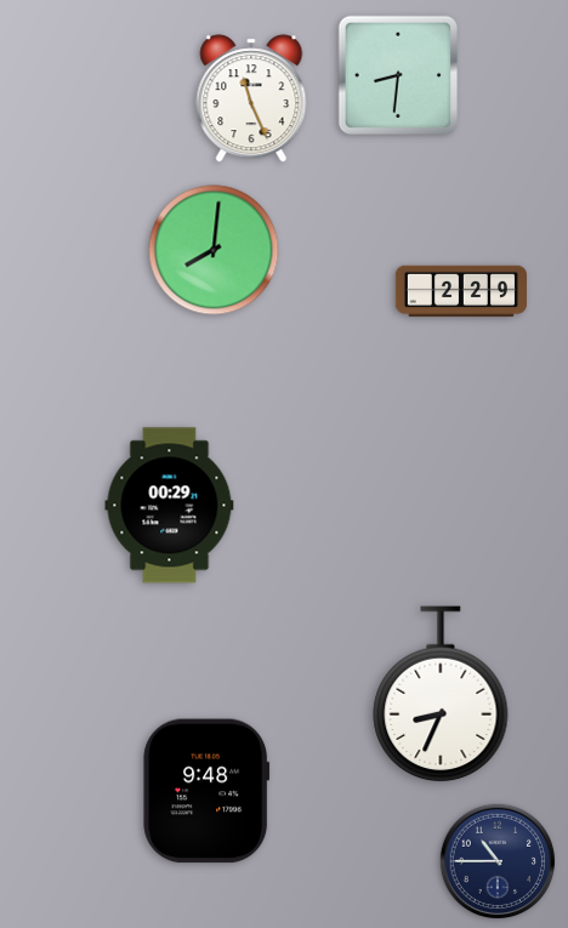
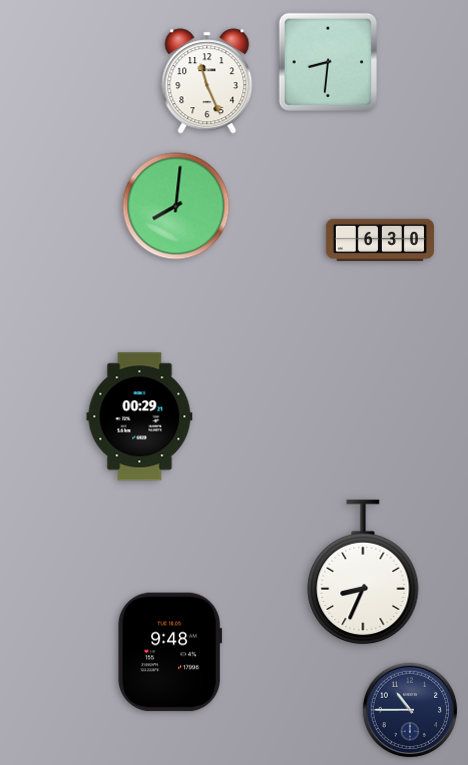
clock at (460, 291): 2:29 -> 6:30
